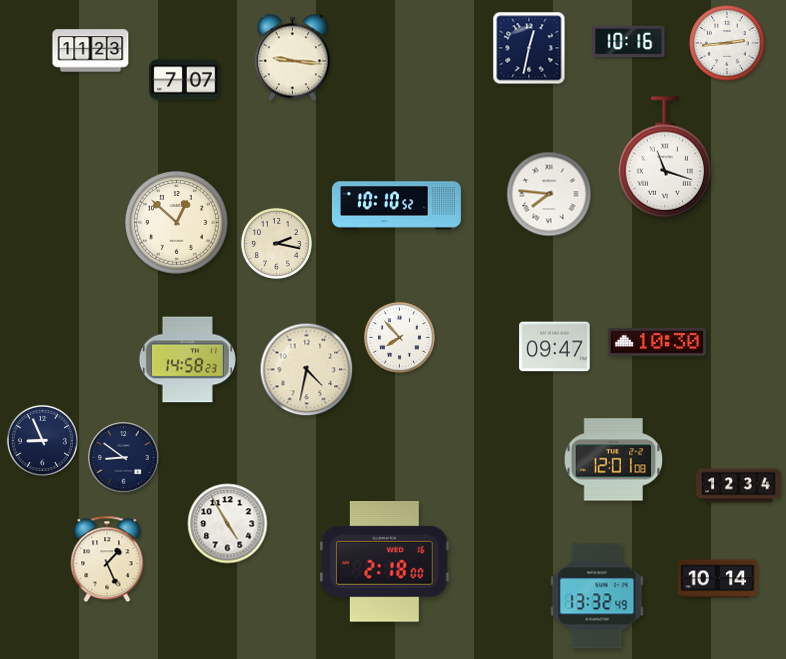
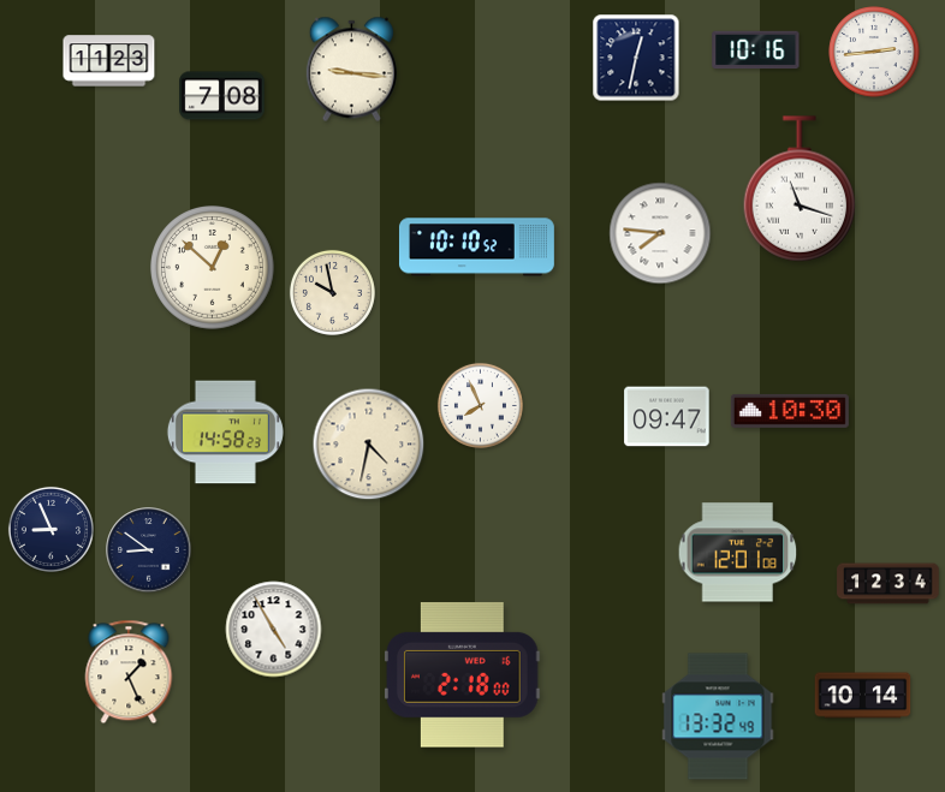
clock at (185, 80): 7:07 -> 7:08
clock at (276, 243): 2:17 -> 9:58
clock at (399, 337): 7:53 -> 7:56
